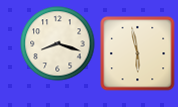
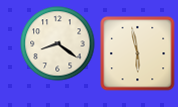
clock at (58, 44): 8:18 -> 8:21
